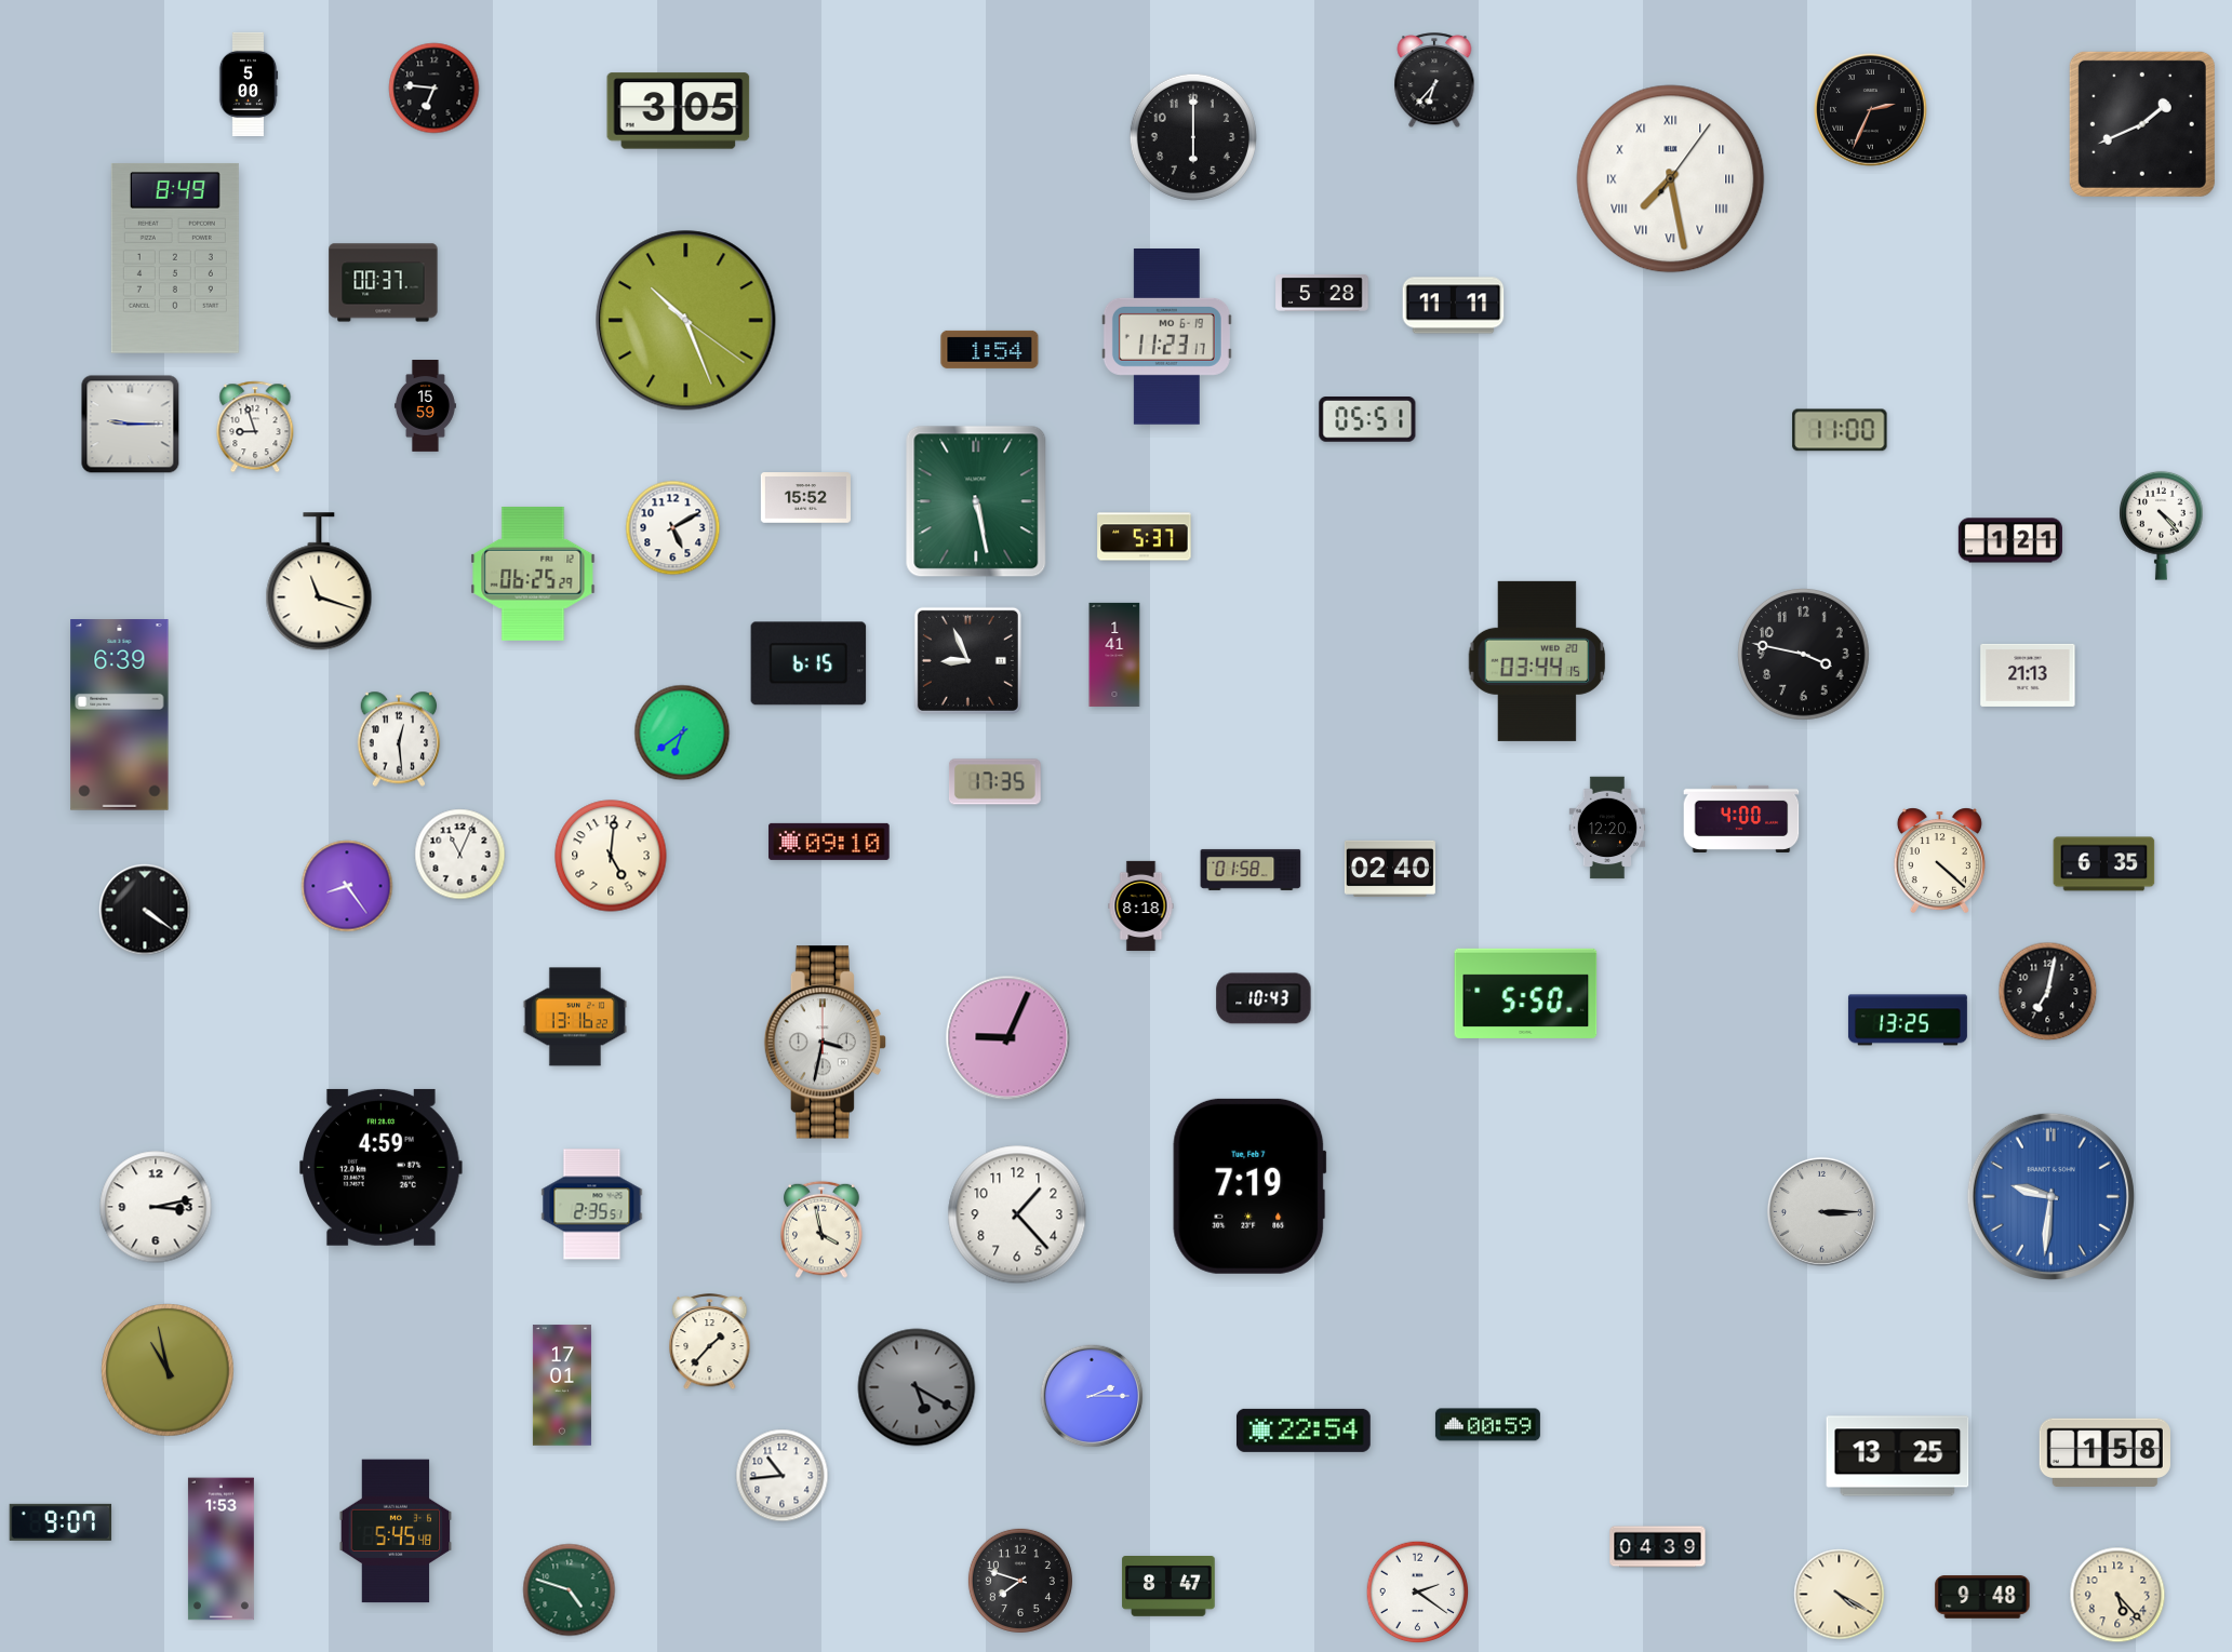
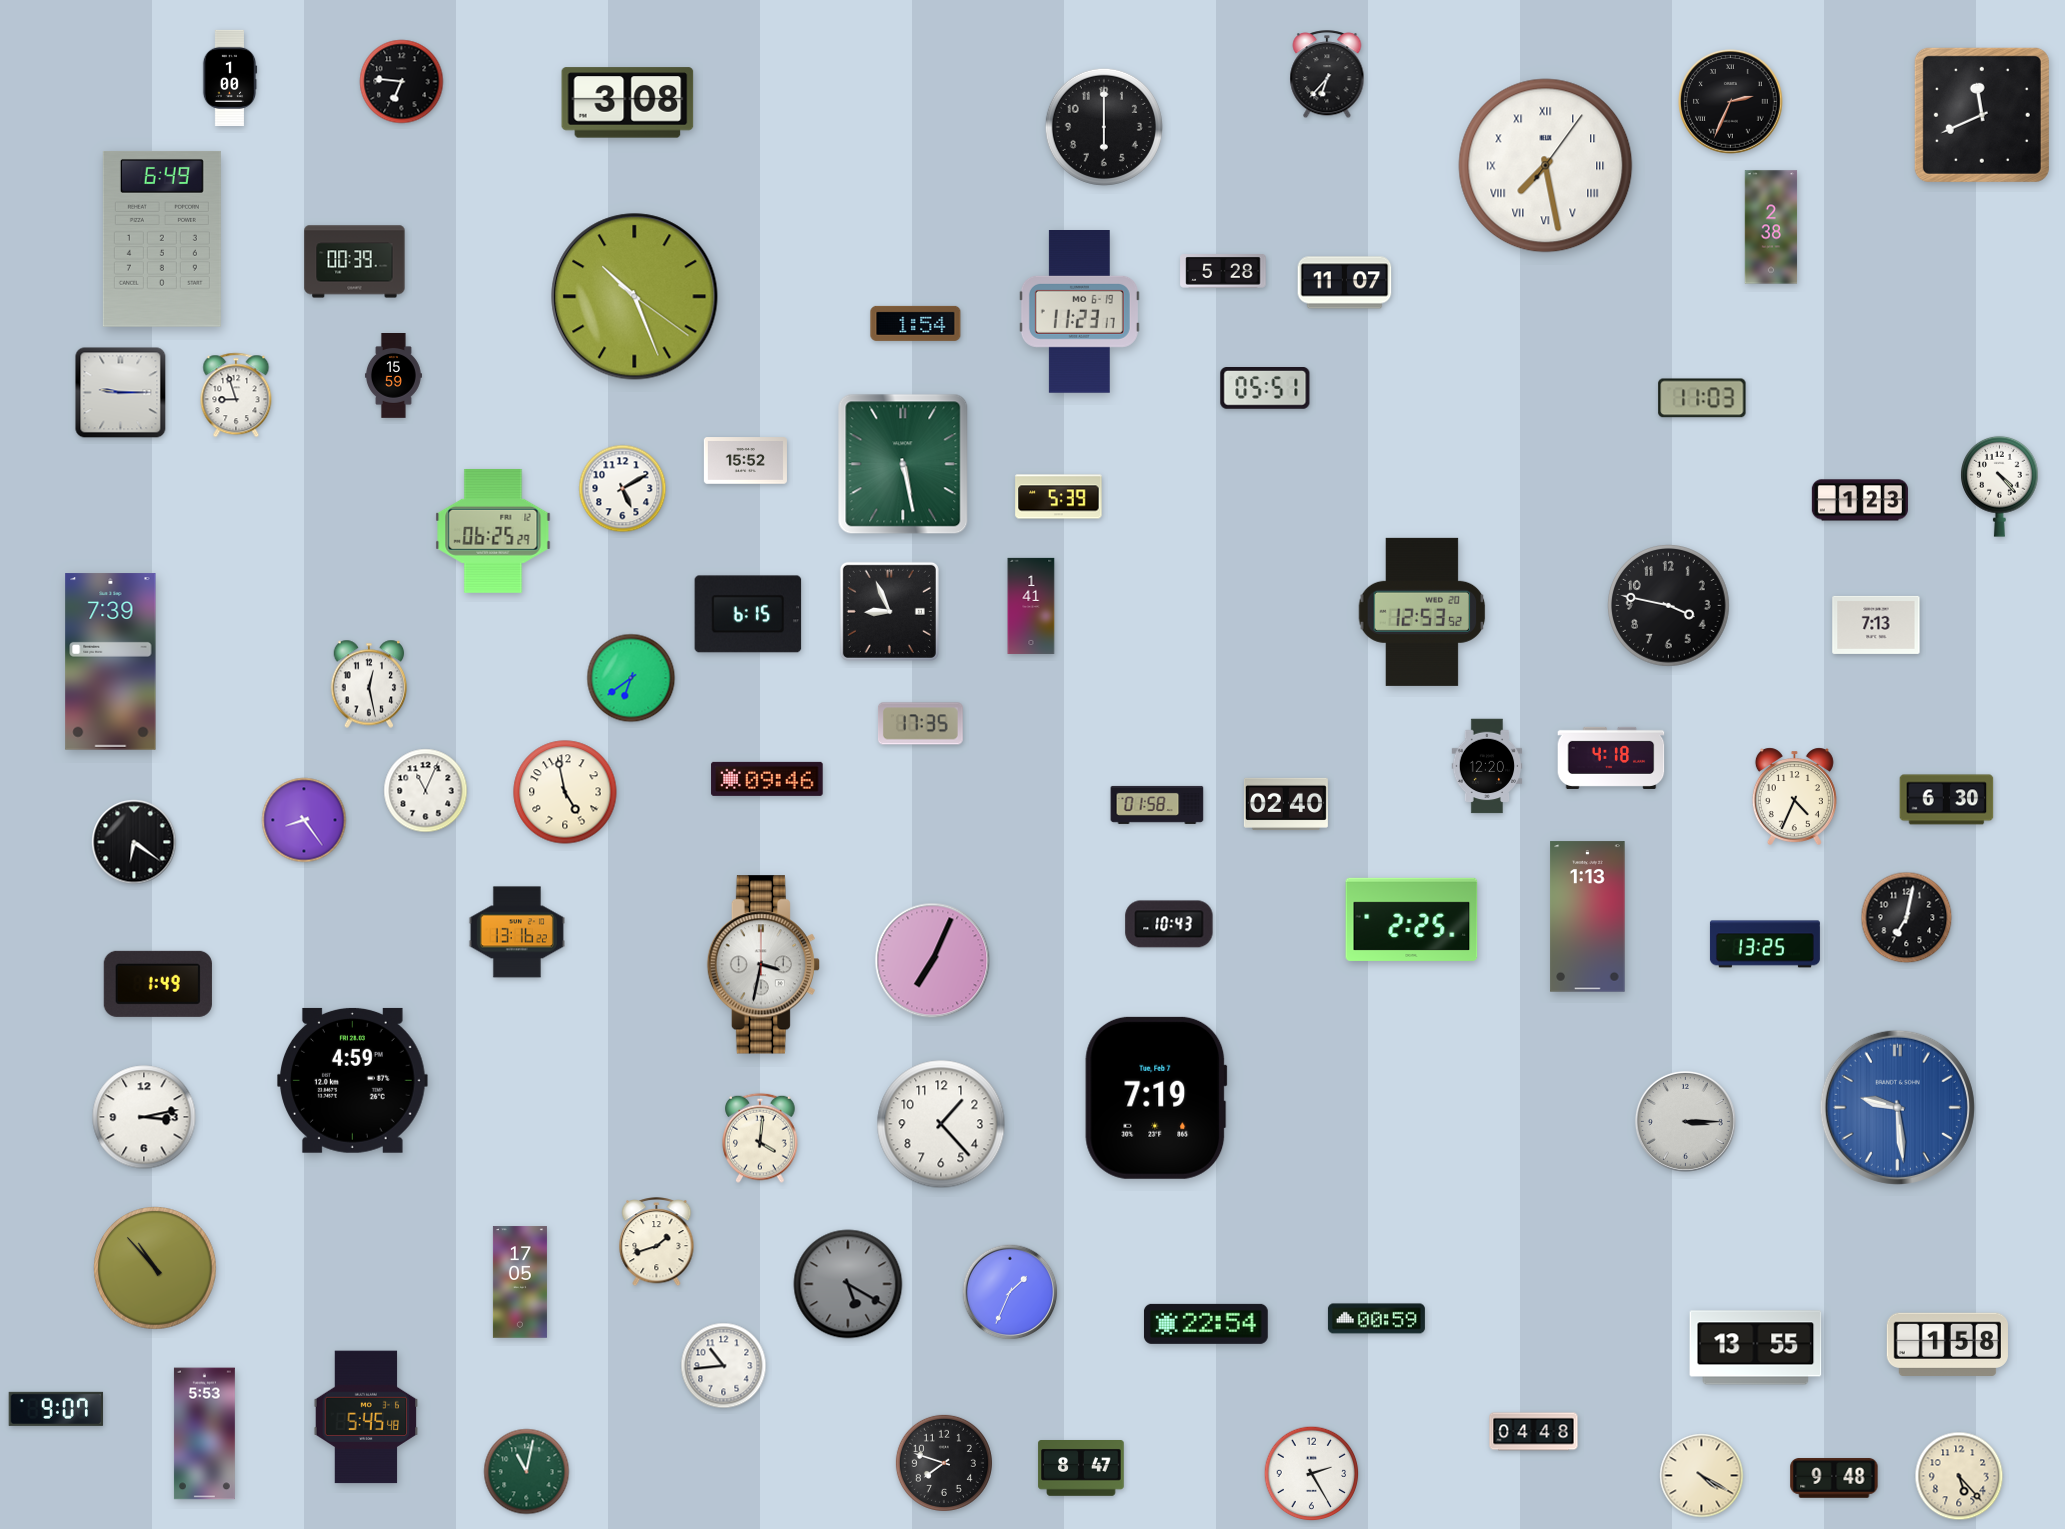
clock at (249, 84): 5:00 -> 1:00
clock at (679, 111): 3:05 -> 3:08
clock at (2142, 124): 1:41 -> 11:41
clock at (1771, 227): none -> 2:38
clock at (175, 258): 8:49 -> 6:49
clock at (384, 283): 00:37 -> 00:39
clock at (1454, 306): 11:11 -> 11:07
clock at (1840, 430): 11:00 -> 11:03
clock at (1145, 537): 5:37 -> 5:39
clock at (2010, 540): 1:21 -> 1:23
clock at (319, 582): 11:18 -> none
clock at (967, 660) position: (967, 660) -> (889, 611)
clock at (1537, 661): 03:44 -> 12:53
clock at (2028, 675): 21:13 -> 7:13
clock at (120, 715): 6:39 -> 7:39
clock at (399, 739): 12:29 -> 12:28
clock at (1741, 819): 4:00 -> 4:18
clock at (829, 842): 09:10 -> 09:46
clock at (611, 856): 5:01 -> 4:58
clock at (1939, 860): 4:22 -> 4:34
clock at (2104, 864): 6:35 -> 6:30
clock at (347, 886) position: (347, 886) -> (304, 820)
clock at (1141, 905): 8:18 -> none
clock at (145, 910): 4:21 -> 6:21
clock at (1588, 917): none -> 1:13
clock at (2048, 992) position: (2048, 992) -> (1907, 918)
clock at (1526, 993): 5:50 -> 2:25
clock at (575, 1017) position: (575, 1017) -> (517, 932)
clock at (1008, 1038): 9:04 -> 7:04
clock at (158, 984): none -> 1:49
clock at (2050, 1196): 9:31 -> 9:29
clock at (592, 1205): 2:35 -> none
clock at (821, 1230): 3:58 -> 4:01
clock at (710, 1342): 1:37 -> 1:42
clock at (168, 1370): 10:58 -> 10:53
clock at (562, 1385): 17:01 -> 17:05
clock at (1092, 1396): 2:15 -> 1:34
clock at (1898, 1456): 13:25 -> 13:55
clock at (1658, 1547): 04:39 -> 04:48
clock at (220, 1549): 1:53 -> 5:53
clock at (570, 1590): 4:48 -> 11:02
clock at (1418, 1593): 2:21 -> 2:25
